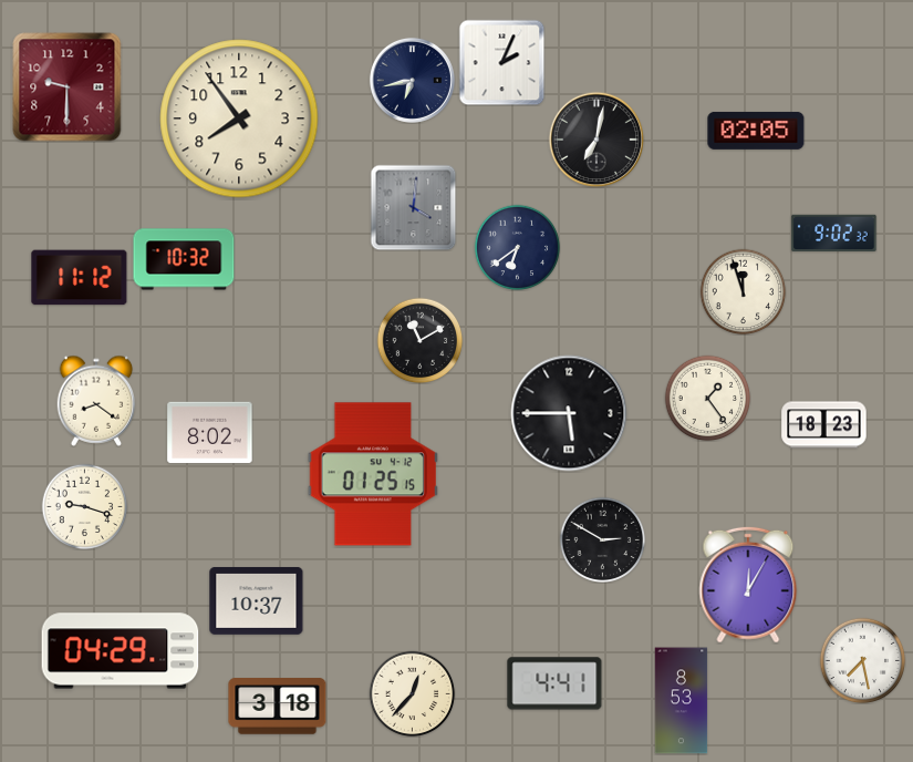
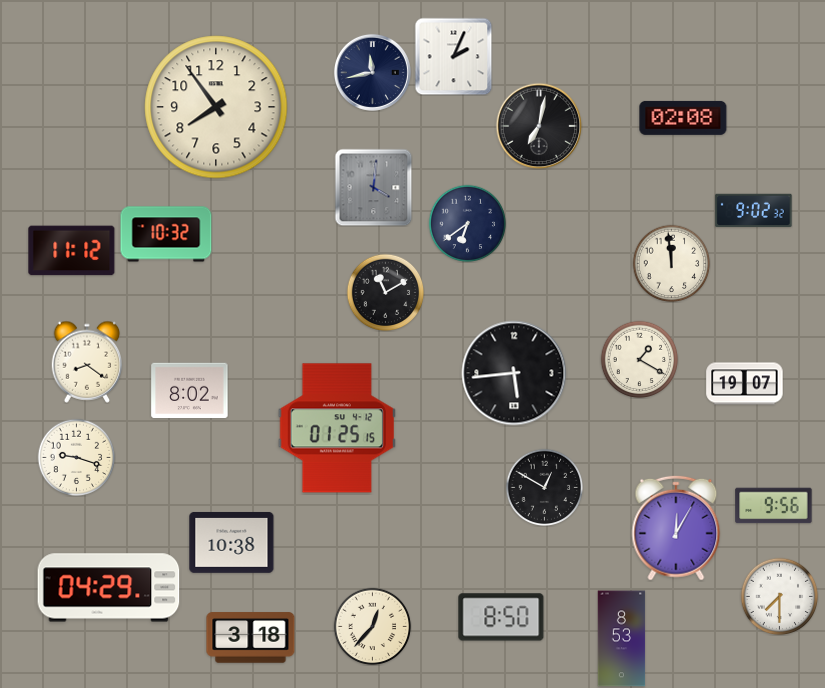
clock at (412, 80): 6:43 -> 11:43
clock at (68, 87): 9:30 -> none
clock at (756, 131): 02:05 -> 02:08
clock at (743, 291): 11:57 -> 11:59
clock at (419, 340) position: (419, 340) -> (385, 292)
clock at (707, 398): 1:24 -> 1:20
clock at (569, 413): 5:45 -> 5:44
clock at (824, 425): 18:23 -> 19:07
clock at (602, 539): 2:50 -> 12:50
clock at (774, 506): none -> 9:56
clock at (257, 600): 10:37 -> 10:38
clock at (862, 660): 7:28 -> 7:30
clock at (554, 683): 4:41 -> 8:50
clock at (682, 701) position: (682, 701) -> (622, 639)
